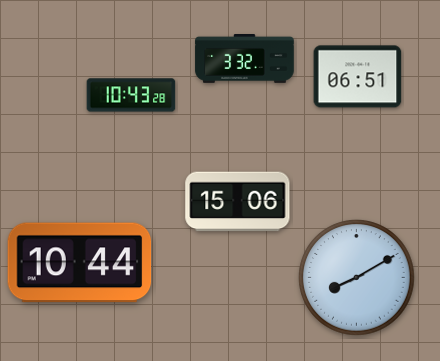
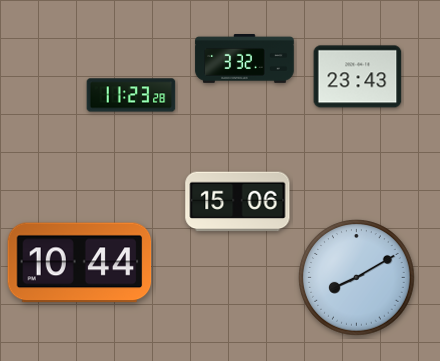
clock at (358, 77): 06:51 -> 23:43
clock at (131, 95): 10:43 -> 11:23
